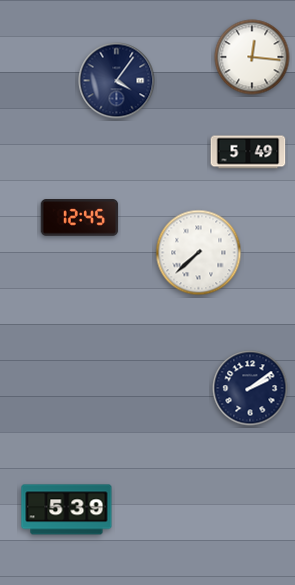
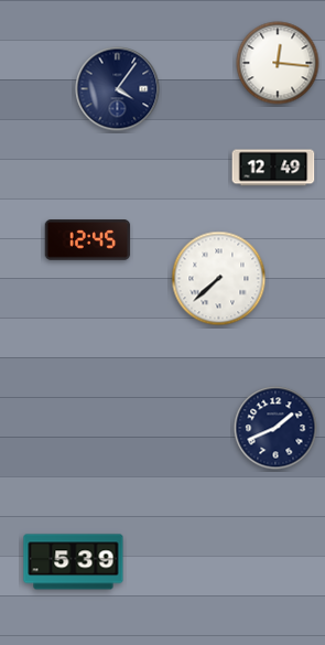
clock at (117, 81) position: (117, 81) -> (118, 89)
clock at (248, 152): 5:49 -> 12:49
clock at (250, 388): 2:09 -> 1:41
